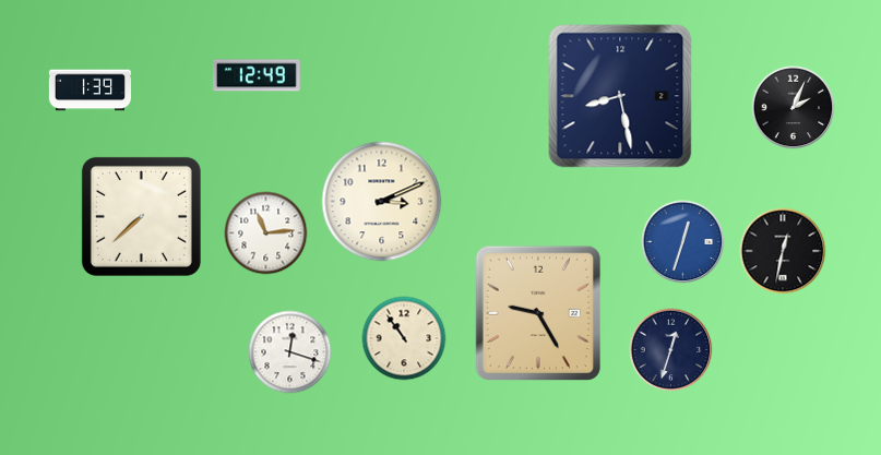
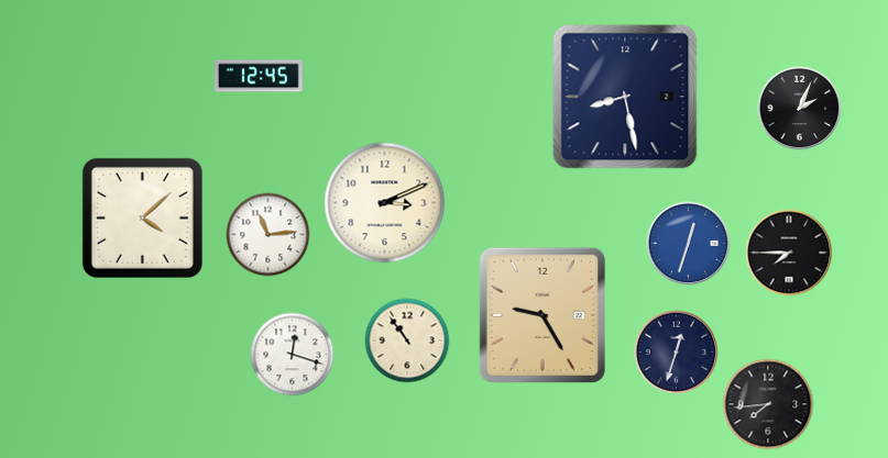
clock at (257, 75): 12:49 -> 12:45
clock at (90, 91): 1:39 -> none
clock at (141, 216): 7:38 -> 4:08
clock at (783, 251): 12:32 -> 7:45
clock at (768, 404): none -> 7:44
